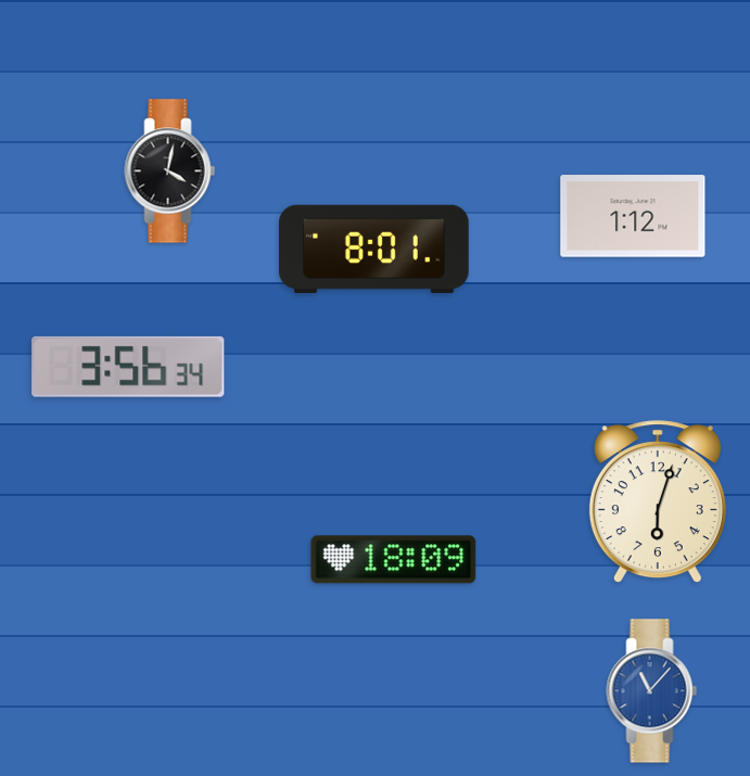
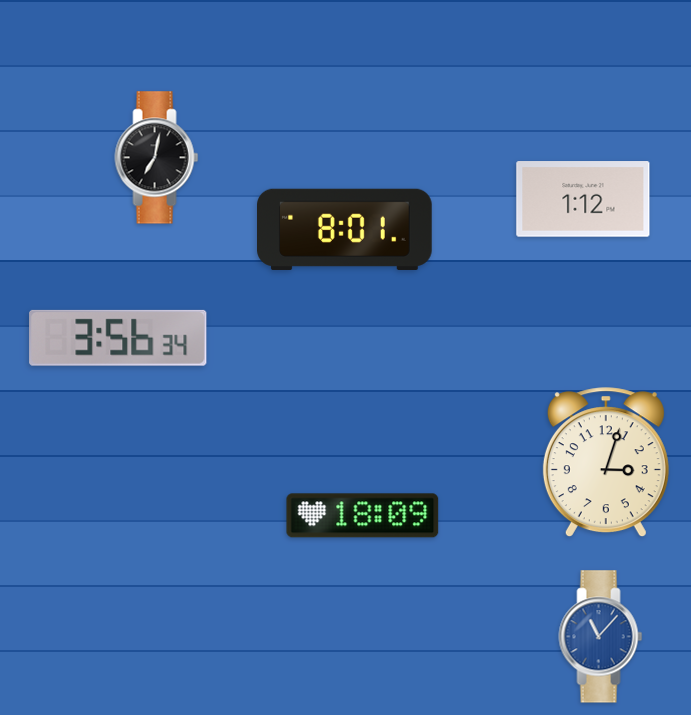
clock at (170, 171): 4:02 -> 7:02
clock at (658, 503): 6:03 -> 3:03
